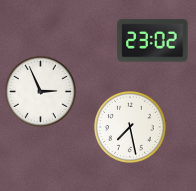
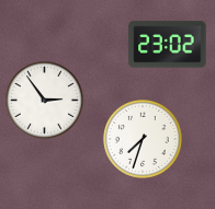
clock at (40, 91): 2:56 -> 2:54
clock at (131, 128): 7:28 -> 7:33
